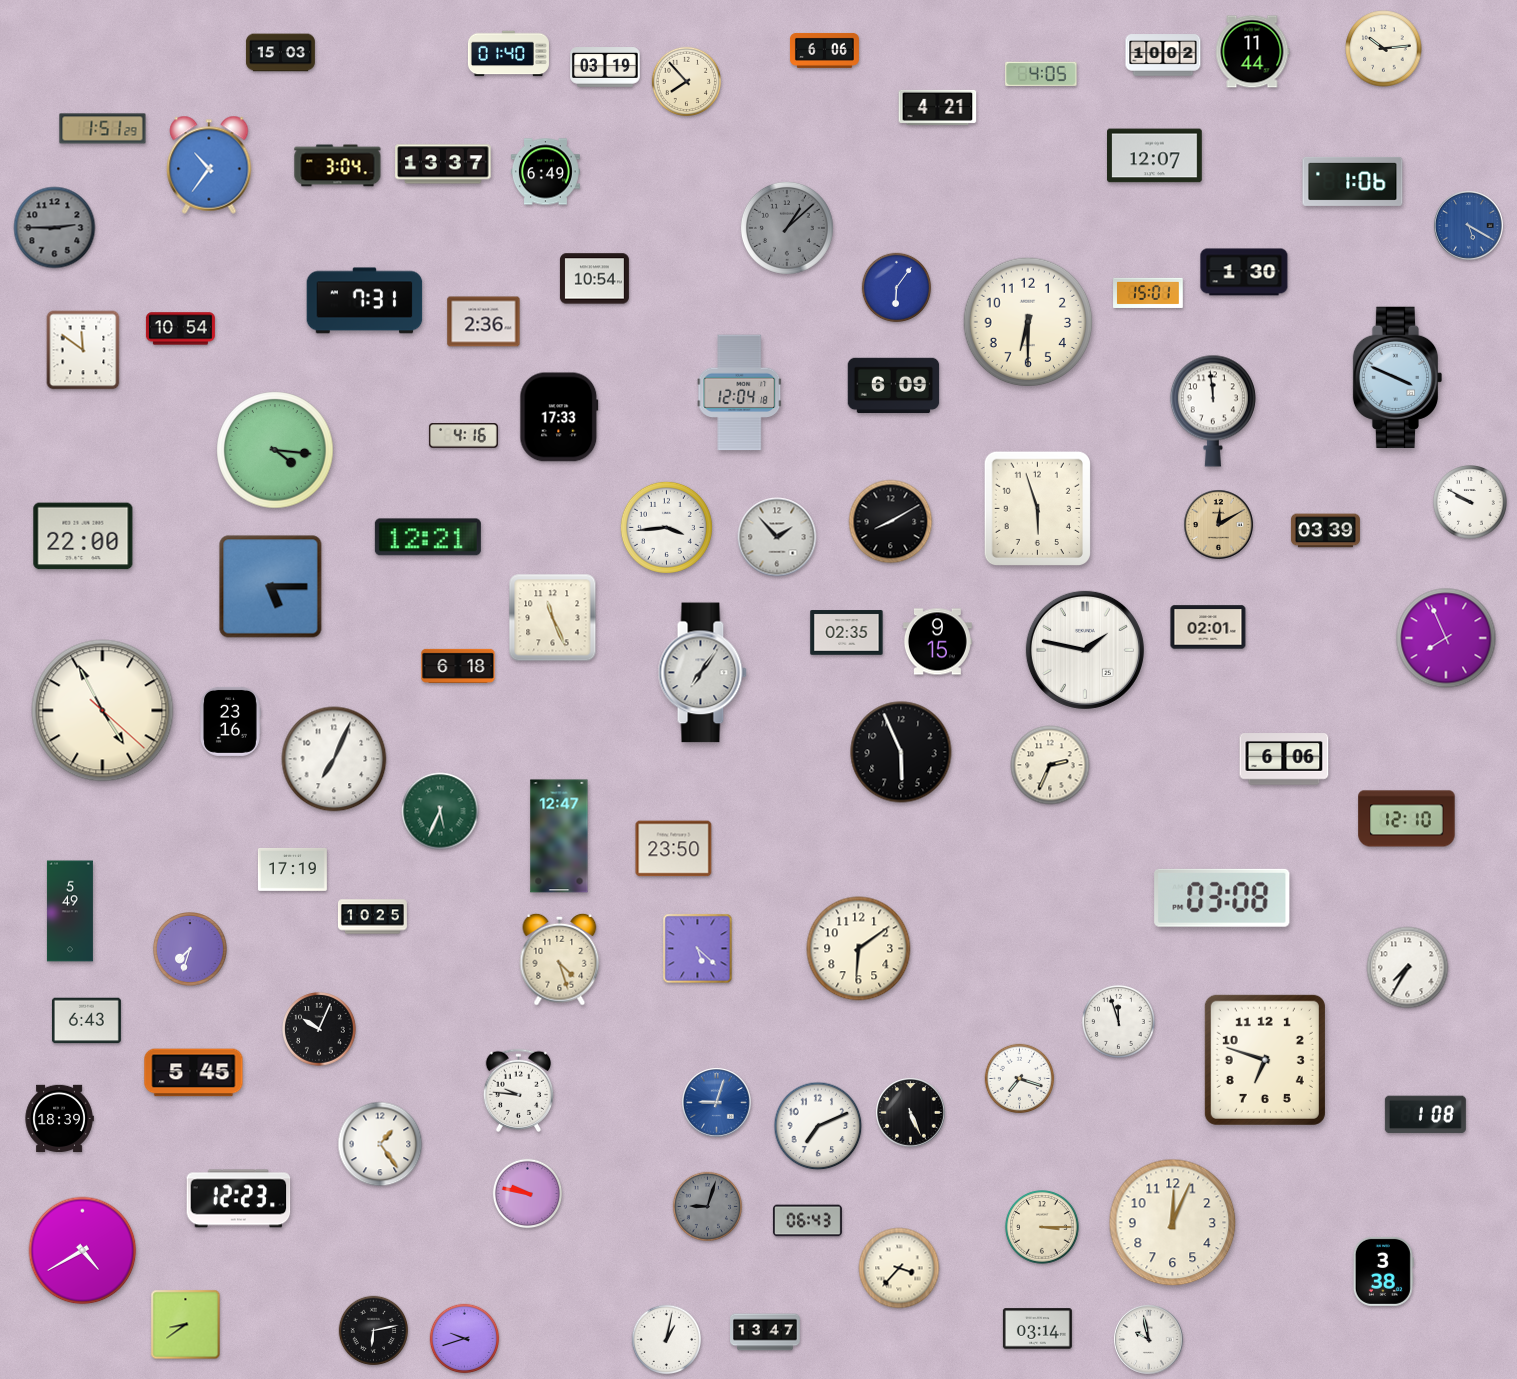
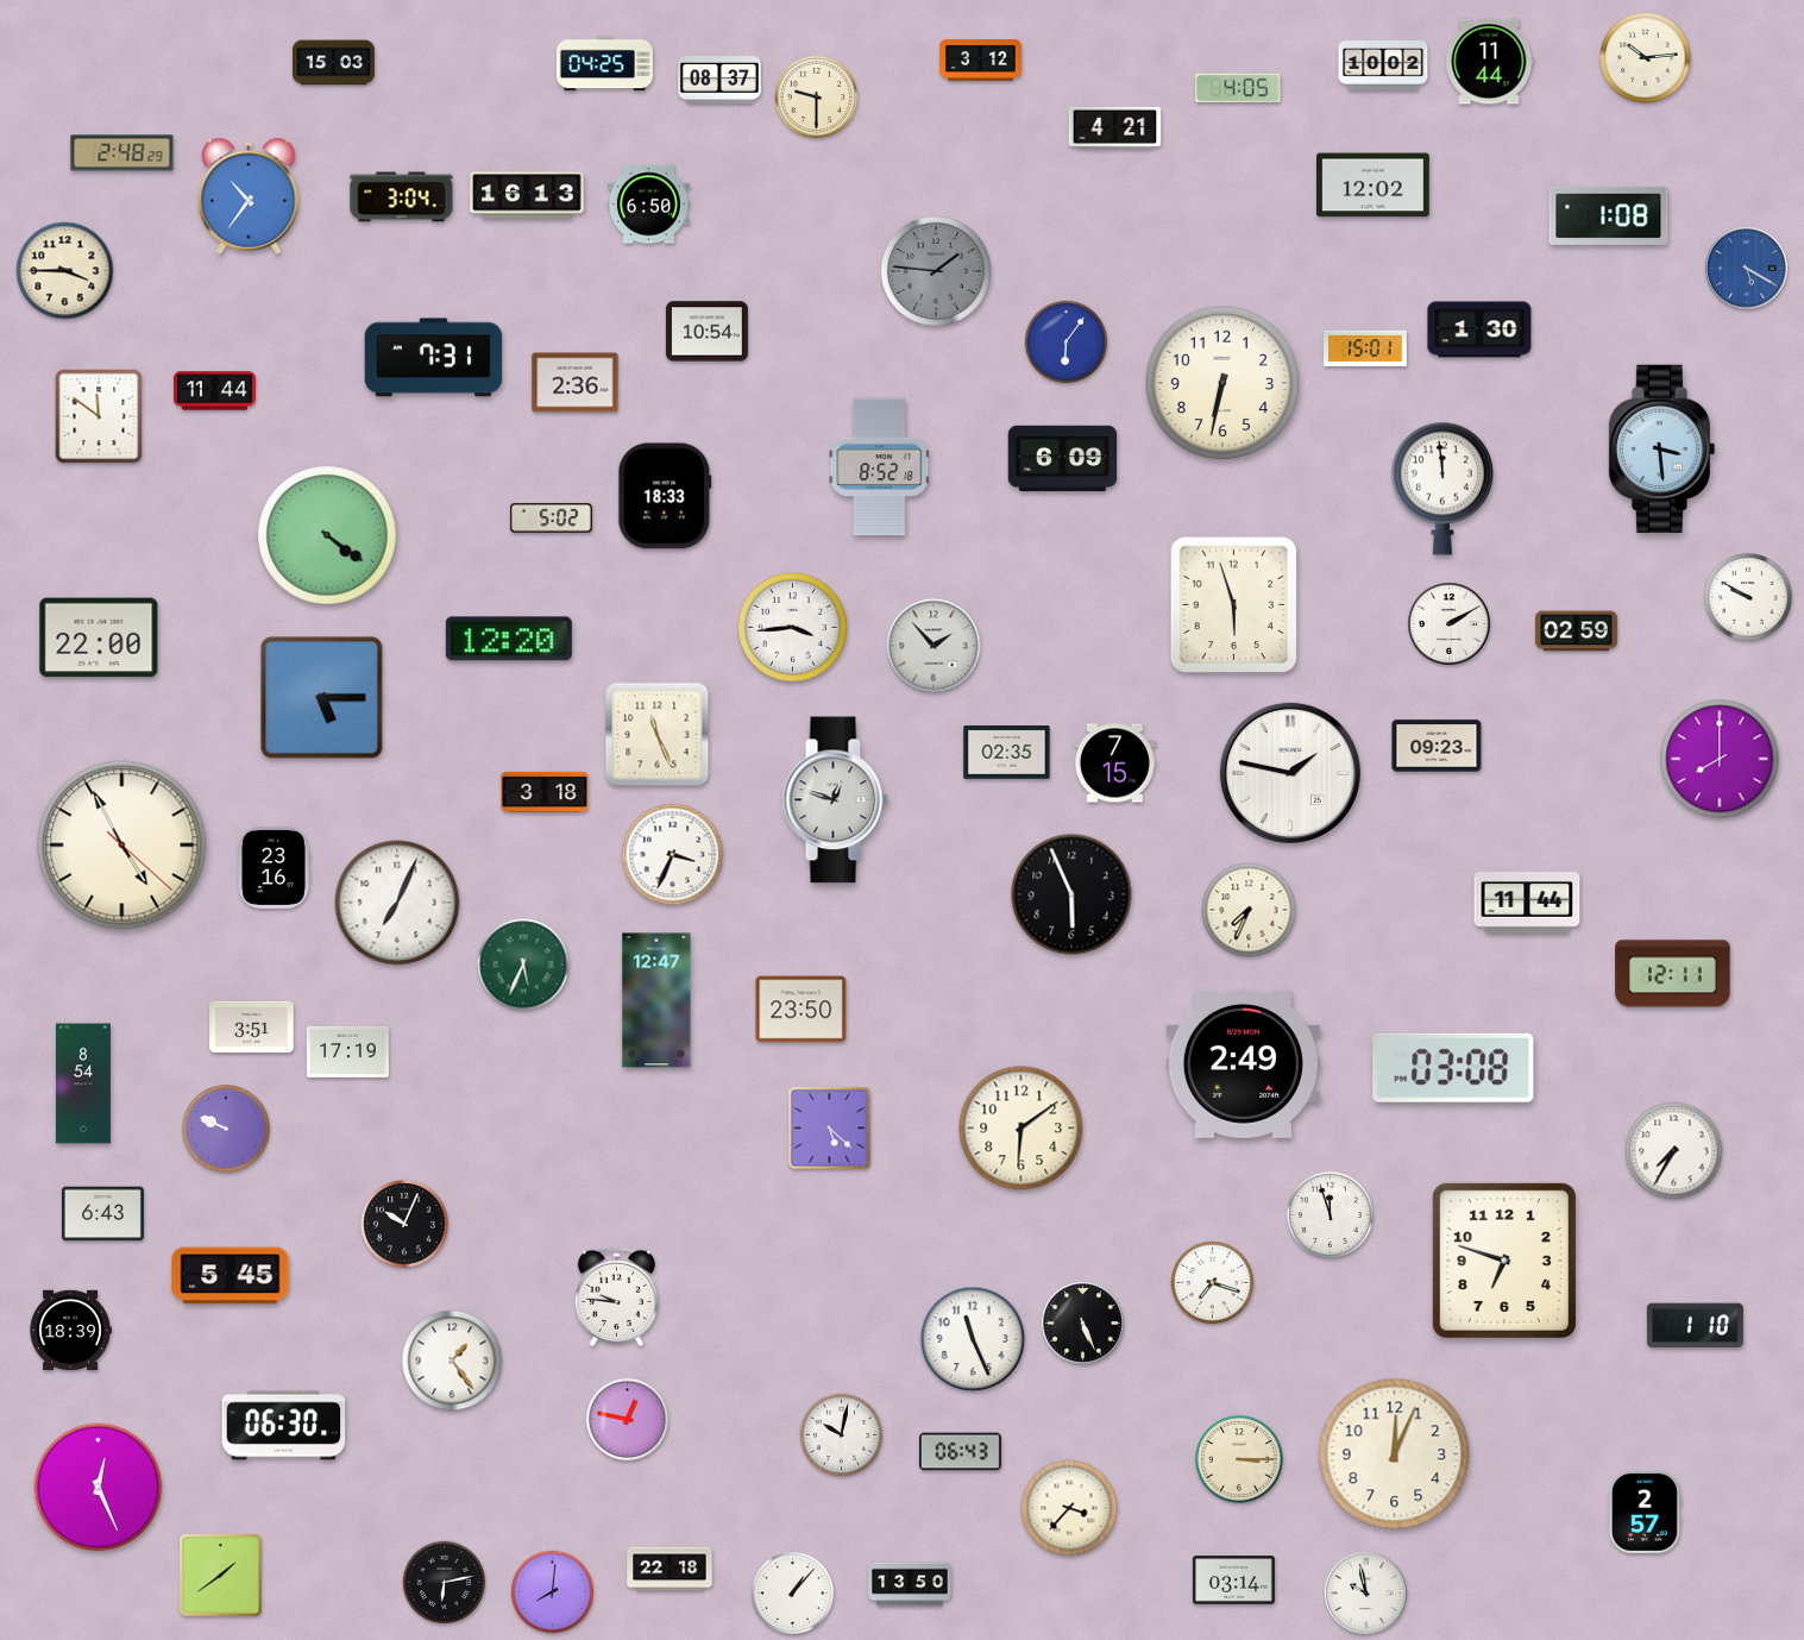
clock at (824, 50): 6:06 -> 3:12
clock at (508, 54): 01:40 -> 04:25
clock at (605, 68): 03:19 -> 08:37
clock at (687, 82): 7:53 -> 9:30
clock at (103, 129): 1:51 -> 2:48
clock at (1155, 156): 12:07 -> 12:02
clock at (443, 164): 13:37 -> 16:13
clock at (545, 172): 6:49 -> 6:50
clock at (1353, 181): 1:06 -> 1:08
clock at (55, 228): 2:45 -> 3:45
clock at (55, 228) dial: grey -> cream
clock at (787, 228): 1:08 -> 1:46
clock at (1244, 272) position: (1244, 272) -> (1479, 329)
clock at (1028, 322): 6:30 -> 6:32
clock at (180, 329): 10:54 -> 11:44
clock at (1398, 378): 3:49 -> 3:29
clock at (740, 393): 12:04 -> 8:52
clock at (559, 417): 17:33 -> 18:33
clock at (463, 436): 4:16 -> 5:02
clock at (275, 450): 4:16 -> 4:21
clock at (891, 522): 8:10 -> none
clock at (1219, 525): 12:10 -> 2:10
clock at (1219, 525) dial: champagne -> white
clock at (1325, 531): 03:39 -> 02:59
clock at (428, 537): 12:21 -> 12:20
clock at (777, 537) position: (777, 537) -> (934, 646)
clock at (1208, 627): 02:01 -> 09:23
clock at (1446, 638): 7:56 -> 8:00
clock at (937, 642): 9:15 -> 7:15
clock at (458, 666): 6:18 -> 3:18
clock at (702, 673): 7:06 -> 12:48
clock at (673, 855): none -> 3:34
clock at (231, 721) position: (231, 721) -> (275, 867)
clock at (1284, 759): 6:06 -> 11:44
clock at (1050, 765): 2:34 -> 7:34
clock at (1407, 819): 12:10 -> 12:11
clock at (559, 836) position: (559, 836) -> (656, 1000)
clock at (252, 1026): none -> 3:51
clock at (292, 869) position: (292, 869) -> (347, 1051)
clock at (1243, 1063): none -> 2:49
clock at (70, 911): 5:49 -> 8:54
clock at (372, 917): 10:25 -> none
clock at (190, 949): 7:33 -> 9:49
clock at (560, 959): 4:27 -> none
clock at (319, 1029) position: (319, 1029) -> (404, 1224)
clock at (717, 1103): 9:03 -> none
clock at (1425, 1115): 1:08 -> 1:10
clock at (818, 1126): 7:11 -> 11:26
clock at (528, 1194): 9:47 -> 12:47
clock at (239, 1199): 12:23 -> 06:30
clock at (708, 1207): 9:03 -> 10:02
clock at (708, 1207) dial: grey -> white
clock at (83, 1251): 4:40 -> 12:26
clock at (1383, 1271): 3:38 -> 2:57
clock at (670, 1569): none -> 22:18
clock at (186, 1325): 8:39 -> 1:39
clock at (765, 1332): 13:47 -> 13:50
clock at (465, 1339): 9:42 -> 8:01
clock at (667, 1340): 1:02 -> 1:07
